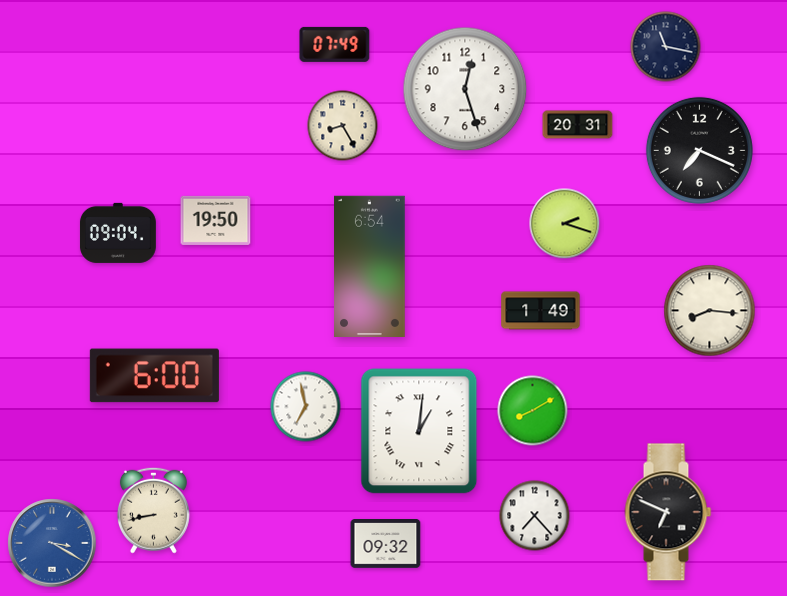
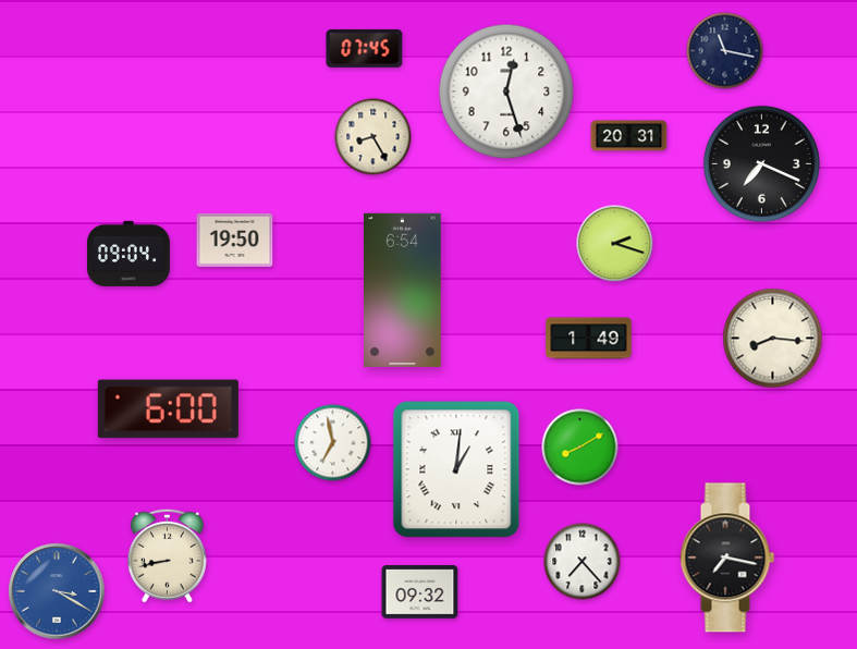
clock at (335, 44): 07:49 -> 07:45
clock at (465, 89) position: (465, 89) -> (506, 91)
clock at (668, 512): 6:49 -> 7:17
